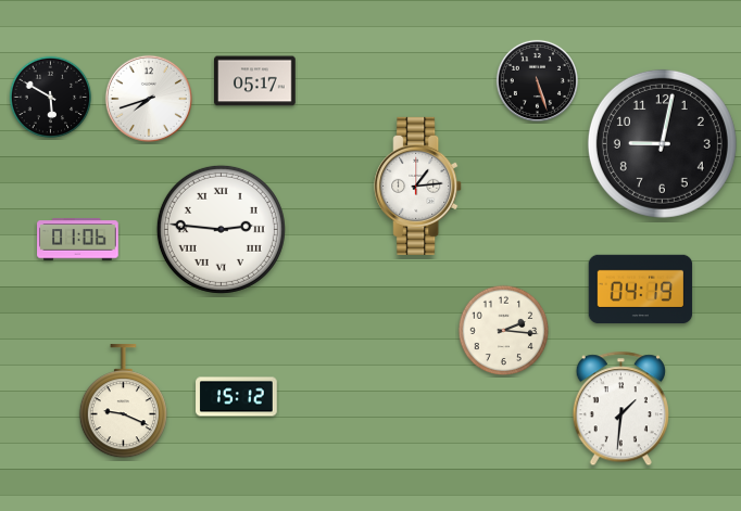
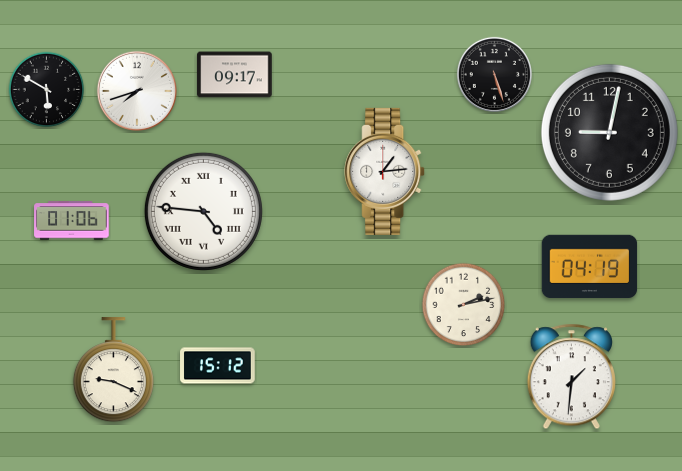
clock at (255, 81): 05:17 -> 09:17
clock at (221, 229): 2:46 -> 4:46
clock at (504, 331): 2:16 -> 2:13
